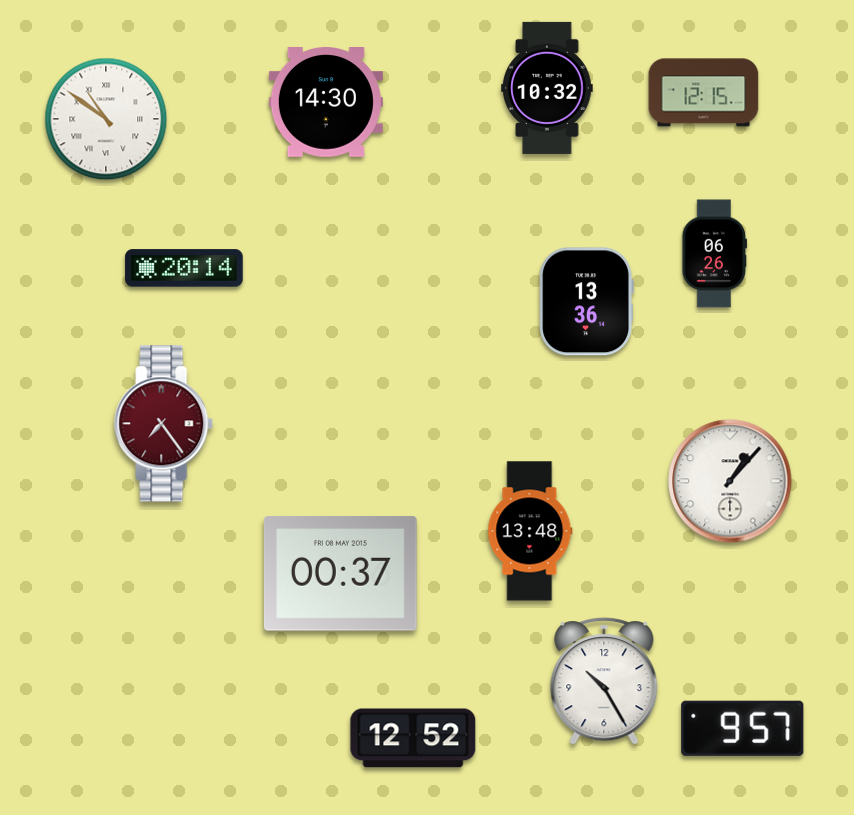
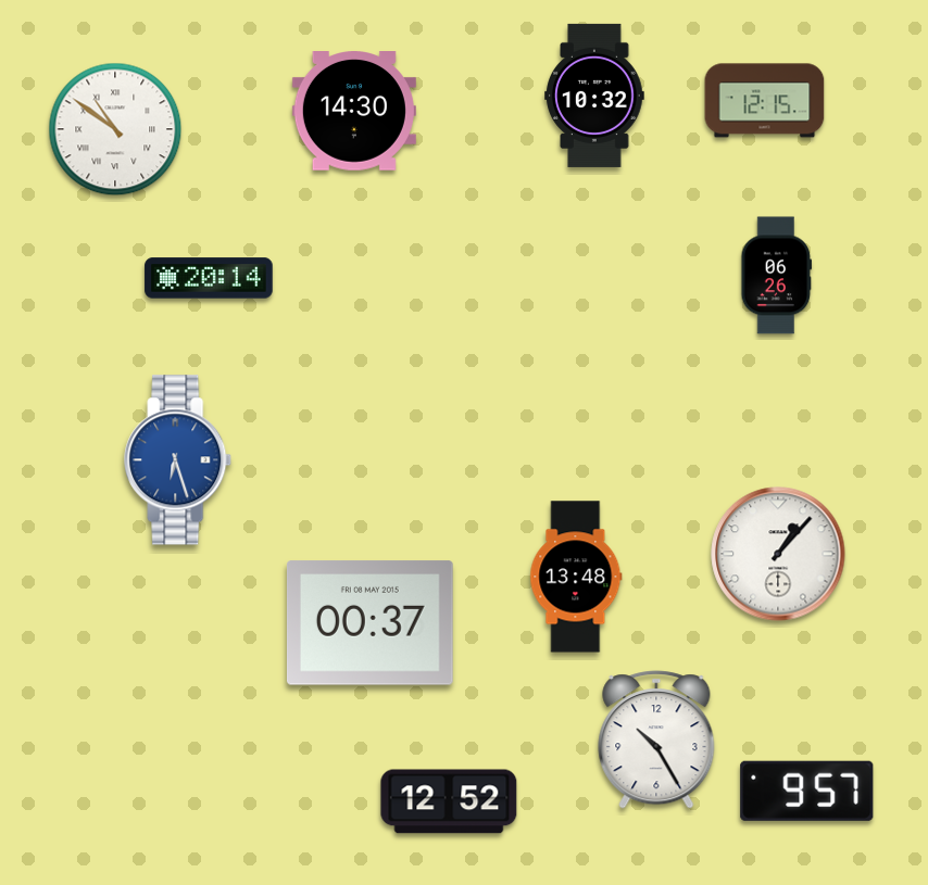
clock at (184, 268) position: (184, 268) -> (209, 278)
clock at (586, 302): 13:36 -> none
clock at (164, 424): 7:24 -> 6:27
clock at (164, 424) dial: burgundy -> blue
clock at (730, 481) position: (730, 481) -> (778, 554)
